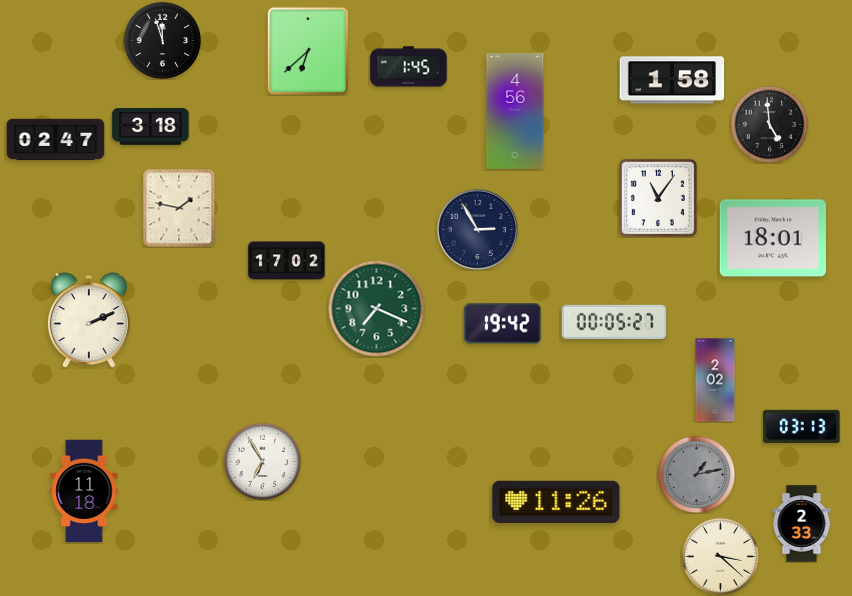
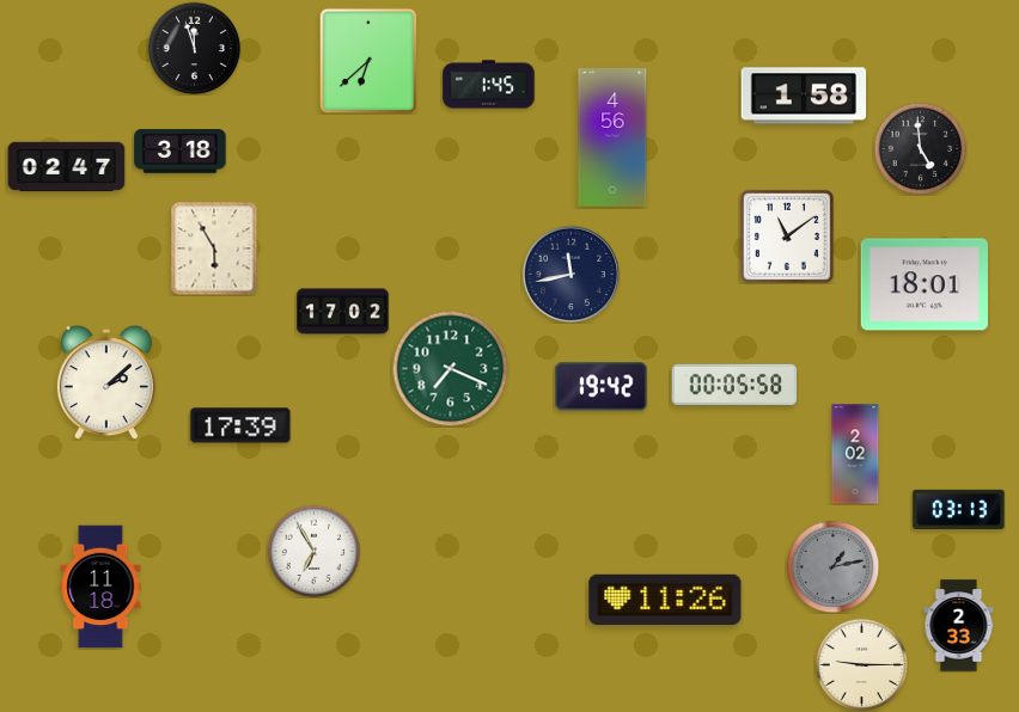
clock at (409, 67) position: (409, 67) -> (489, 85)
clock at (515, 112) position: (515, 112) -> (612, 139)
clock at (658, 198): 11:06 -> 11:09
clock at (179, 208): 1:47 -> 5:55
clock at (477, 229): 2:55 -> 11:43
clock at (89, 320): 2:11 -> 2:08
clock at (614, 322): 00:05:27 -> 00:05:58
clock at (240, 425): none -> 17:39
clock at (720, 556): 3:22 -> 9:15
